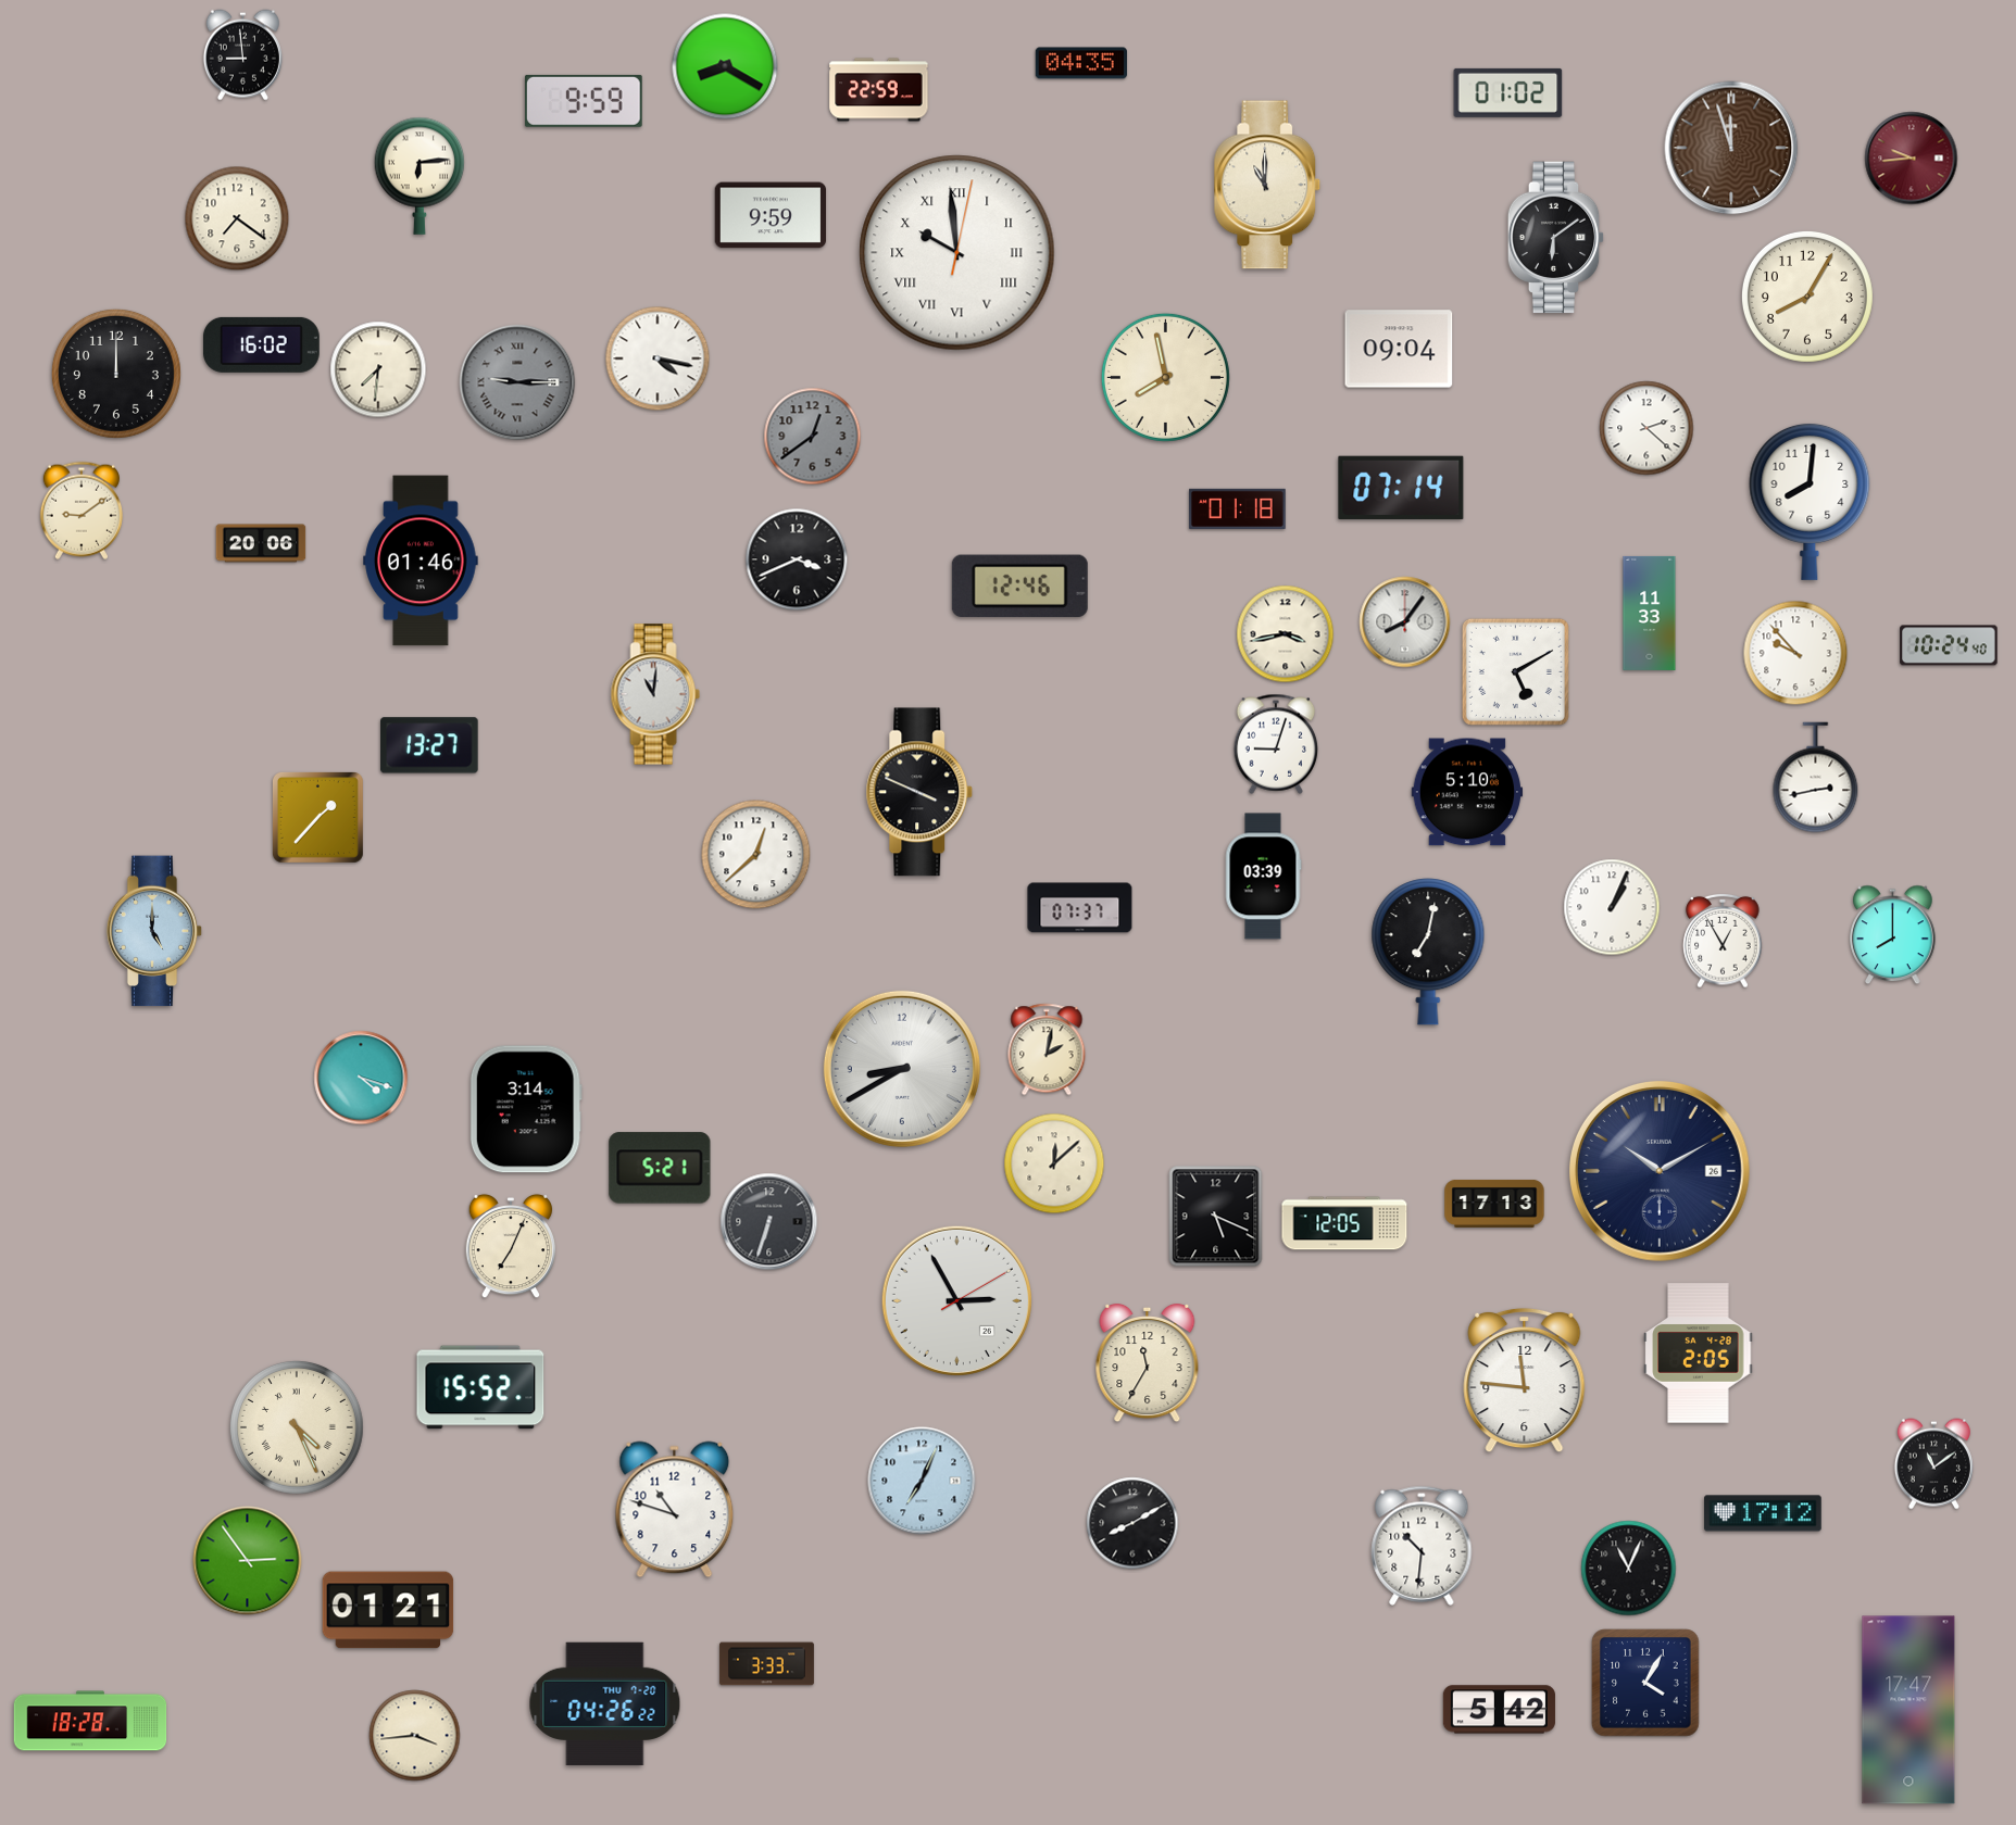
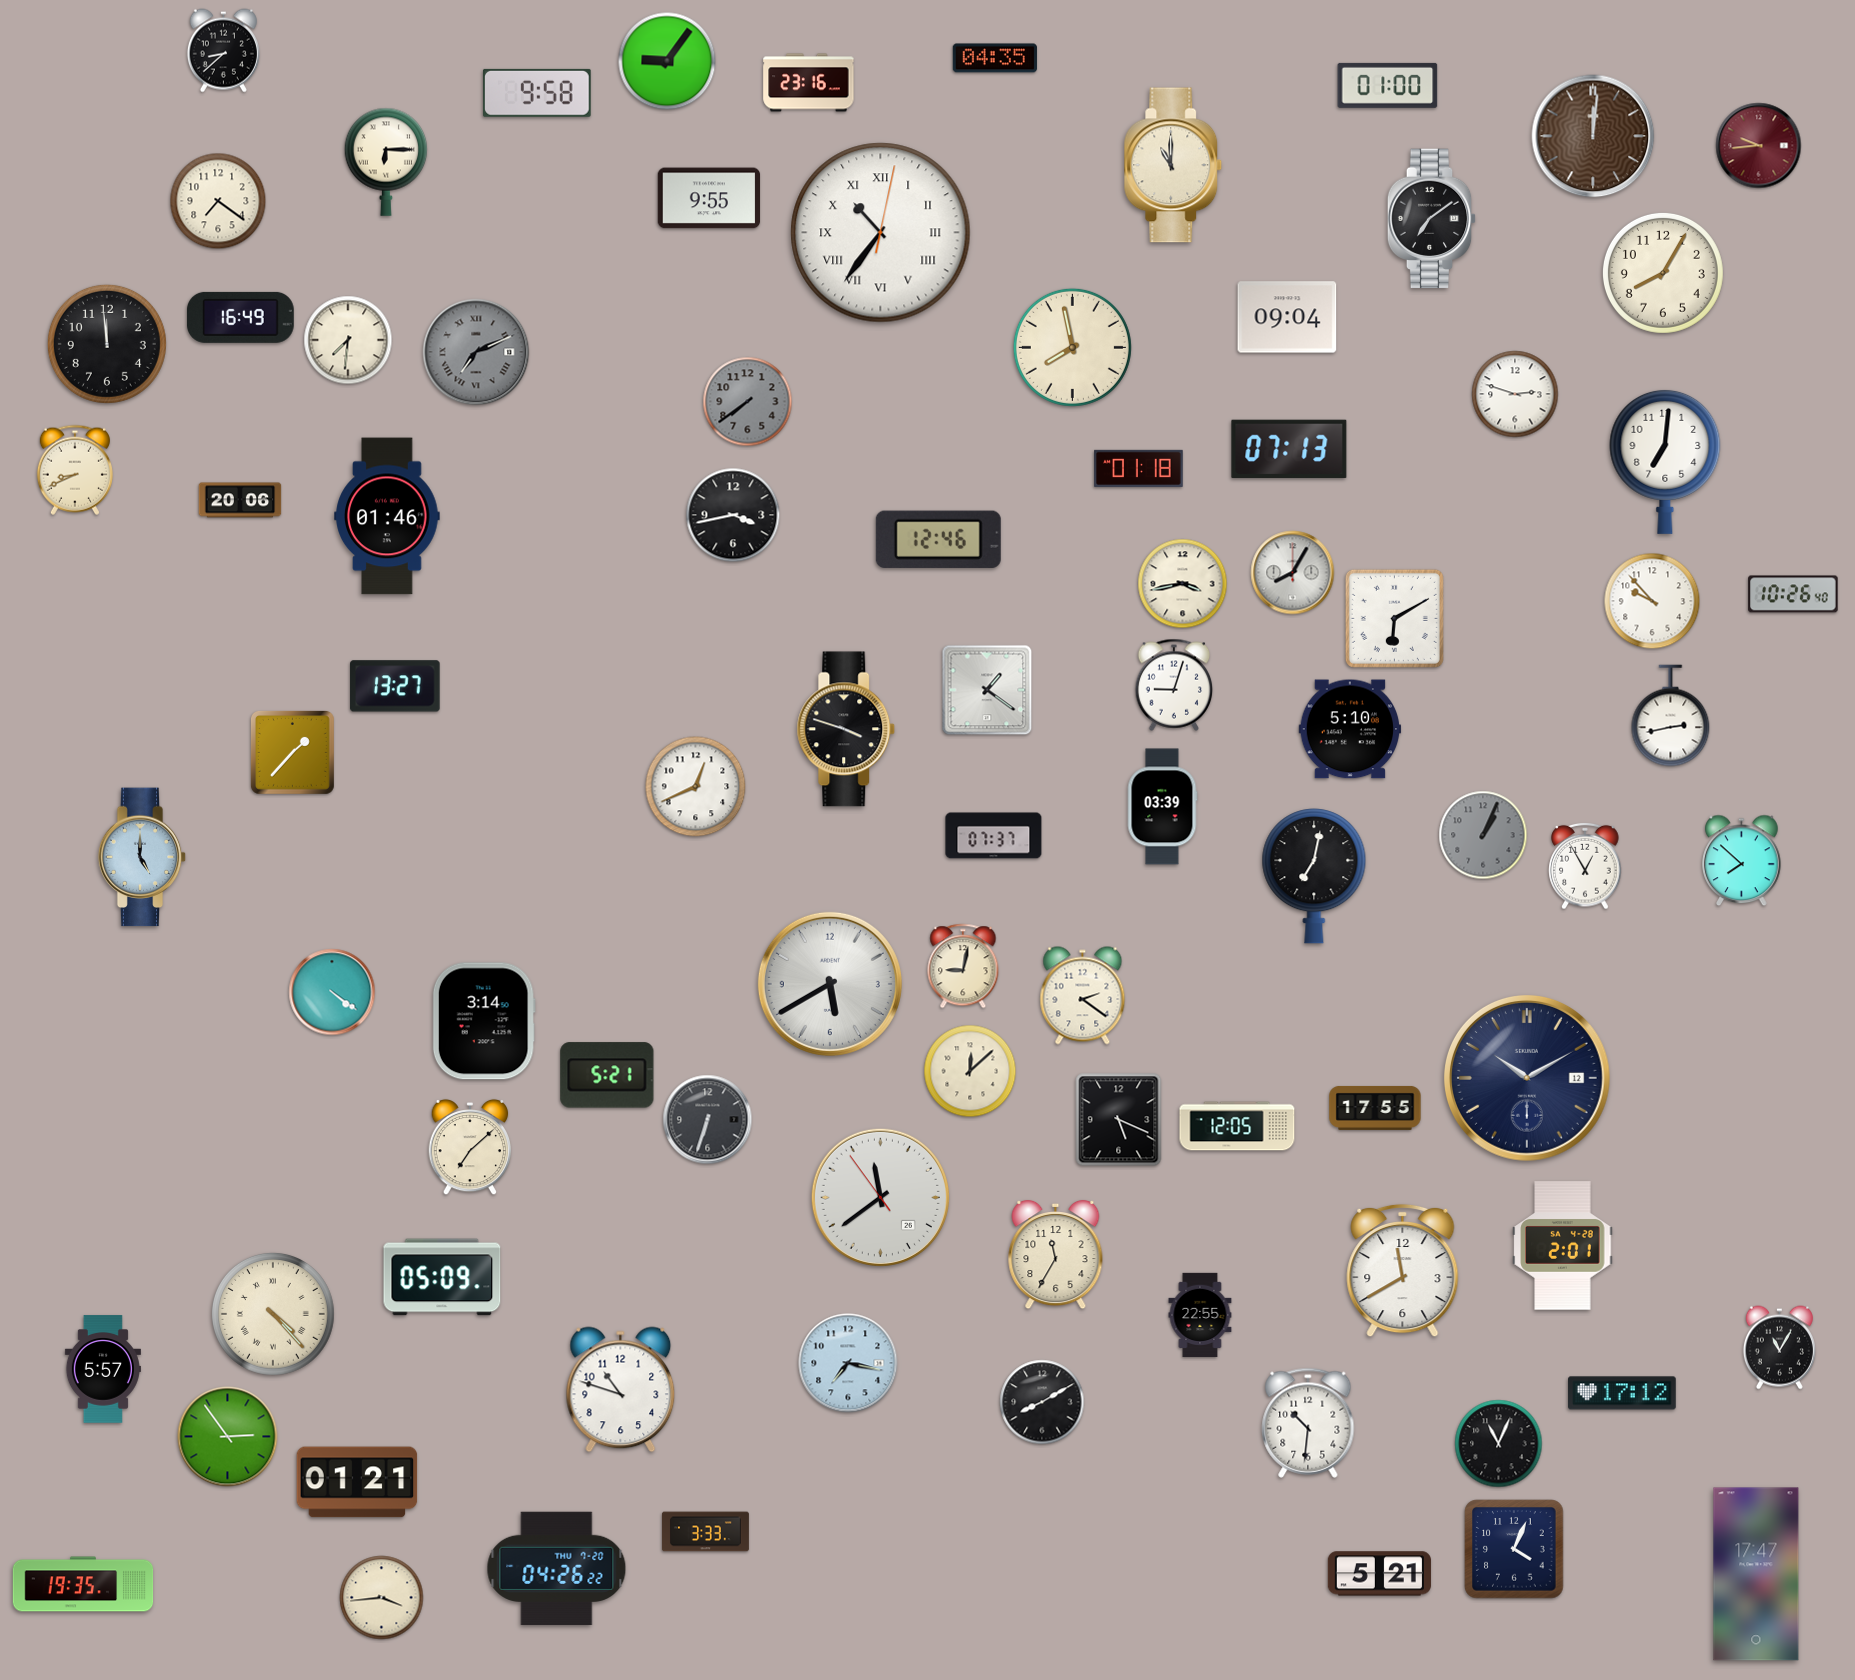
clock at (242, 55): 8:59 -> 8:38
clock at (725, 66): 8:20 -> 9:06
clock at (879, 90): 22:59 -> 23:16
clock at (1508, 92): 01:02 -> 01:00
clock at (584, 101): 9:59 -> 9:58
clock at (1731, 148): 11:57 -> 12:01
clock at (420, 176): 6:14 -> 6:15
clock at (1267, 185) position: (1267, 185) -> (1173, 165)
clock at (771, 215): 9:59 -> 9:55
clock at (1556, 238): 6:09 -> 7:09
clock at (957, 253): 9:59 -> 10:36
clock at (261, 344): 16:02 -> 16:49
clock at (1399, 349) position: (1399, 349) -> (1287, 317)
clock at (658, 358): 4:17 -> none
clock at (116, 374): 12:00 -> 11:59
clock at (517, 382): 9:15 -> 7:11
clock at (1646, 428): 2:22 -> 2:48
clock at (813, 437): 12:39 -> 7:39
clock at (1401, 488): 07:14 -> 07:13
clock at (1810, 501): 8:01 -> 7:01
clock at (82, 511): 9:09 -> 8:41
clock at (797, 559): 3:41 -> 3:43
clock at (1650, 613): 11:33 -> none
clock at (1405, 622): 8:06 -> 8:05
clock at (1949, 645): 10:24 -> 10:26
clock at (1515, 671): 5:10 -> 6:10
clock at (655, 694): 11:01 -> none
clock at (987, 690): none -> 1:21
clock at (919, 792): 3:49 -> 3:48
clock at (756, 855): 12:38 -> 12:41
clock at (1612, 907) dial: white -> grey
clock at (1893, 935): 8:00 -> 7:52
clock at (1047, 1049): 2:02 -> 9:02
clock at (902, 1069): 8:40 -> 5:40
clock at (361, 1078): 4:18 -> 4:21
clock at (1083, 996): none -> 2:21
clock at (1660, 1171) date: 26 -> 12
clock at (1494, 1204): 17:13 -> 17:55
clock at (769, 1222) position: (769, 1222) -> (708, 1120)
clock at (511, 1246): 7:04 -> 7:08
clock at (956, 1300): 2:55 -> 11:38
clock at (1699, 1354): 2:05 -> 2:01
clock at (1525, 1381): 11:46 -> 11:40
clock at (480, 1387): 15:52 -> 05:09
clock at (297, 1427): 4:26 -> 4:23
clock at (1200, 1314): none -> 22:55
clock at (1933, 1464): 11:09 -> 11:05
clock at (922, 1481): 7:04 -> 7:17
clock at (103, 1369): none -> 5:57
clock at (1645, 1683): 4:05 -> 4:04
clock at (1499, 1710): 5:42 -> 5:21
clock at (90, 1721): 18:28 -> 19:35
